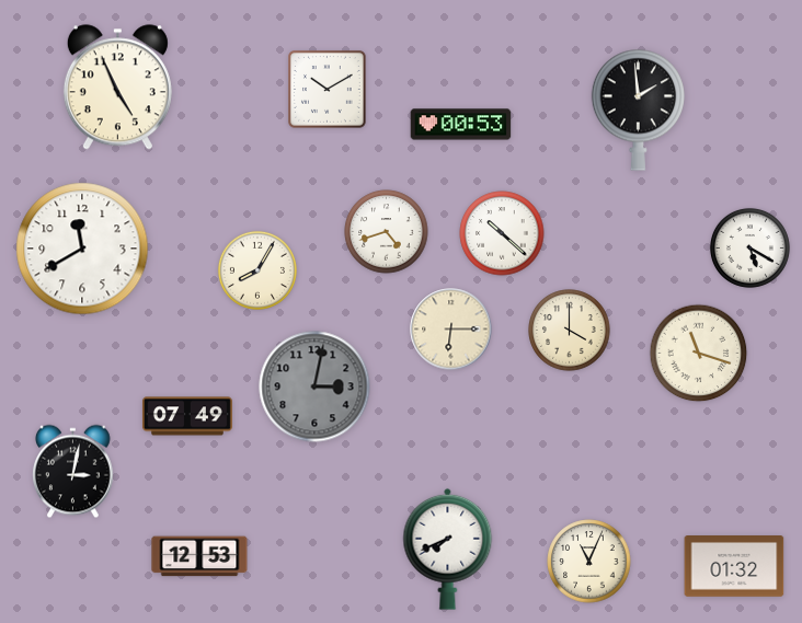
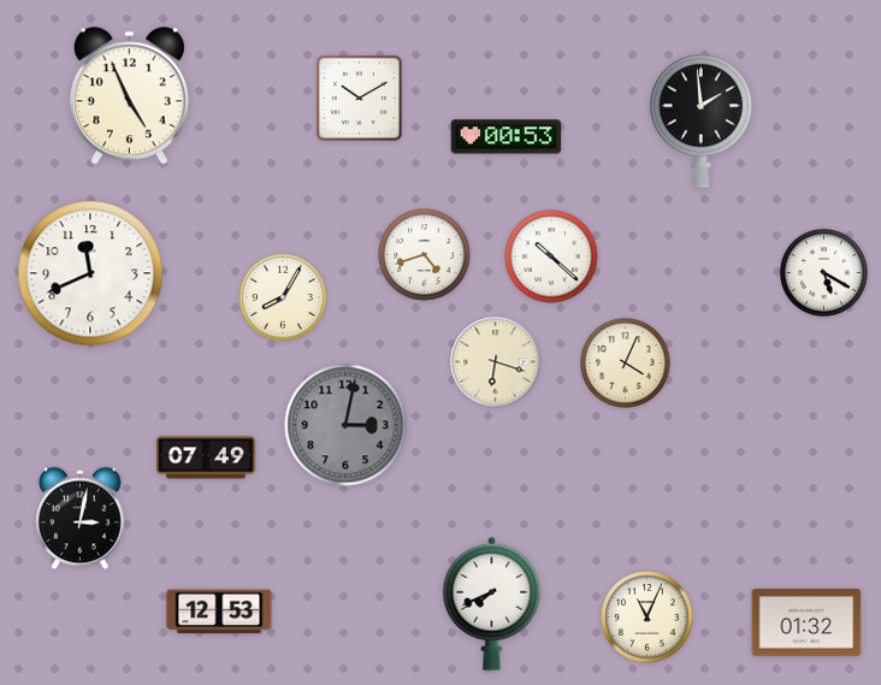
clock at (82, 249): 11:40 -> 11:41
clock at (451, 330): 6:15 -> 6:18
clock at (570, 331): 4:00 -> 4:04
clock at (699, 354): 11:18 -> none
